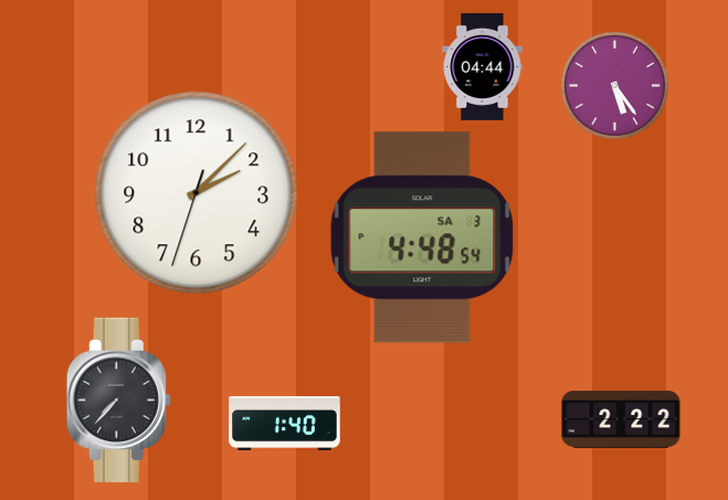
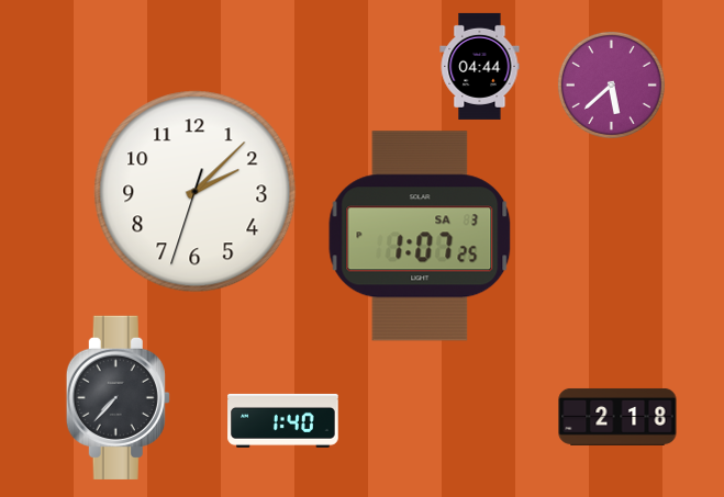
clock at (614, 85): 5:24 -> 5:38
clock at (422, 237): 4:48 -> 1:07
clock at (621, 419): 2:22 -> 2:18
